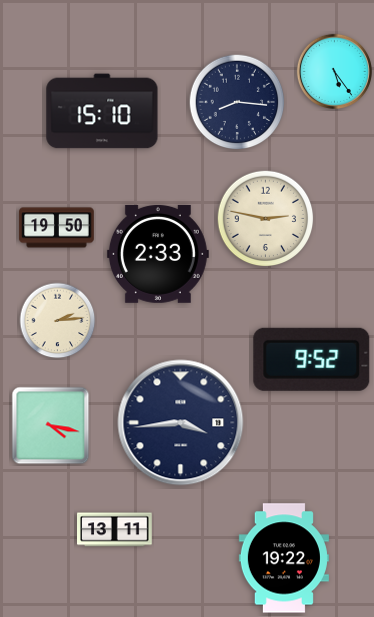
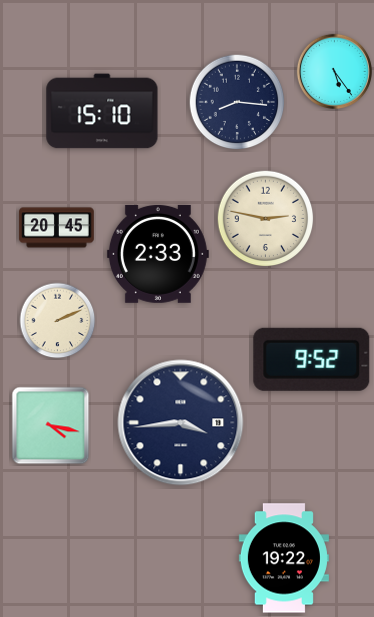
clock at (57, 228): 19:50 -> 20:45
clock at (58, 321): 2:14 -> 2:11
clock at (115, 530): 13:11 -> none
